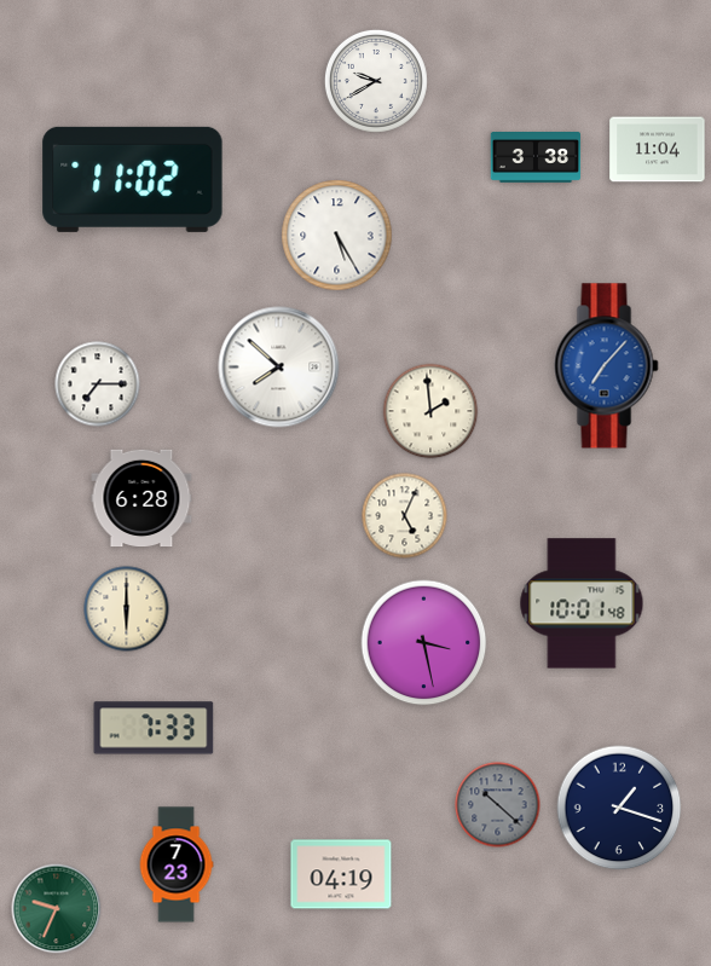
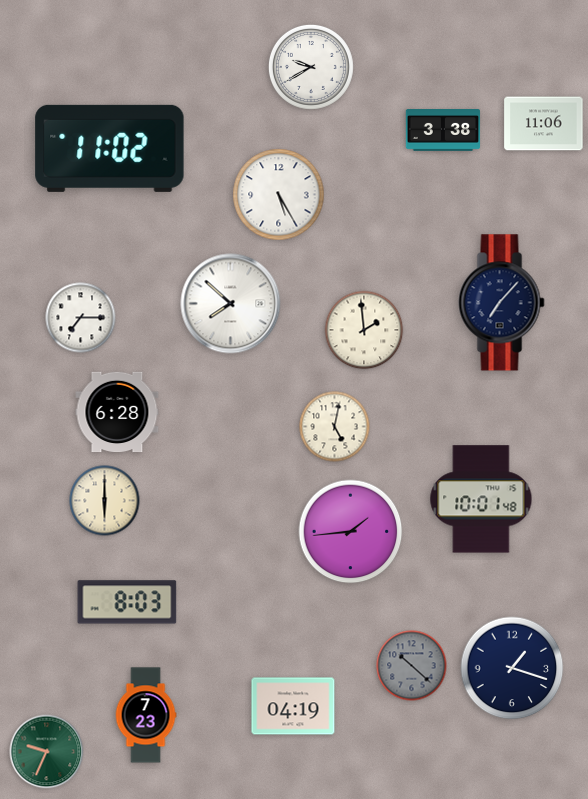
clock at (658, 150): 11:04 -> 11:06
clock at (607, 366) dial: blue -> navy
clock at (430, 411) position: (430, 411) -> (364, 330)
clock at (405, 516): 5:04 -> 5:02
clock at (127, 609) position: (127, 609) -> (105, 501)
clock at (424, 643): 3:28 -> 1:44
clock at (154, 728): 7:33 -> 8:03
clock at (341, 874) position: (341, 874) -> (293, 706)
